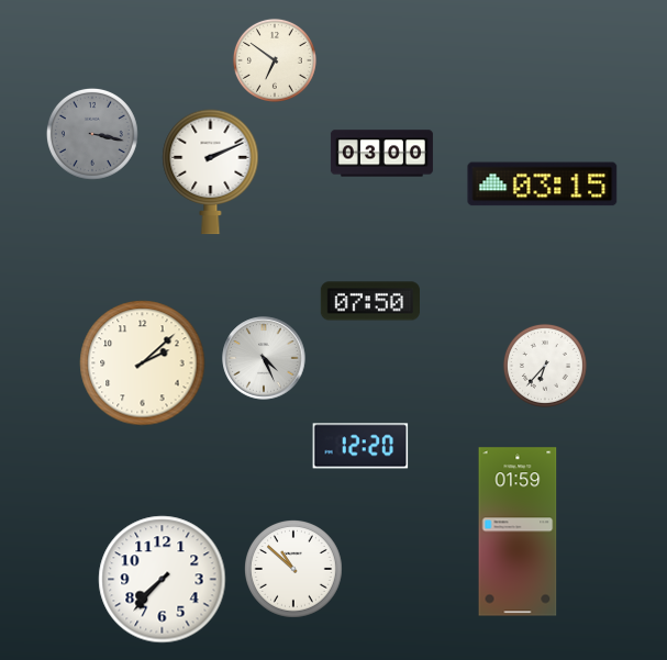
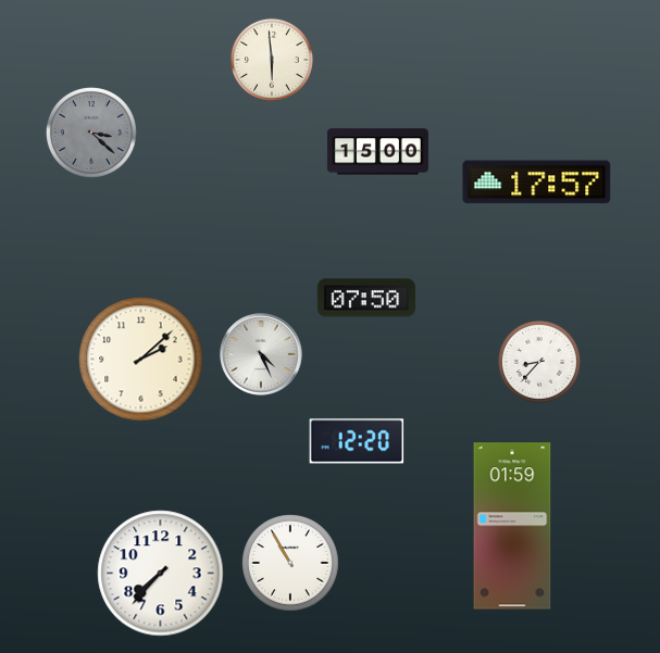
clock at (275, 60): 6:51 -> 5:59
clock at (92, 134): 3:17 -> 3:22
clock at (381, 154): 03:00 -> 15:00
clock at (211, 172): 2:11 -> none
clock at (543, 184): 03:15 -> 17:57
clock at (545, 366): 6:37 -> 8:37
clock at (294, 570): 10:52 -> 10:55
